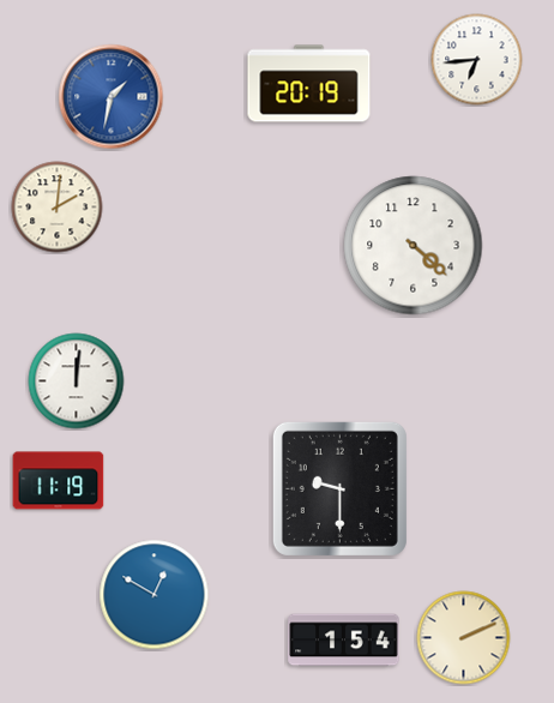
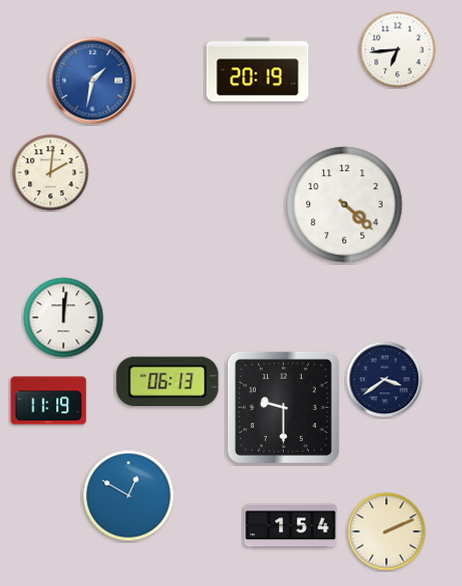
clock at (58, 208) position: (58, 208) -> (51, 173)
clock at (385, 380): none -> 3:39
clock at (168, 382): none -> 06:13
clock at (344, 641) position: (344, 641) -> (291, 526)
